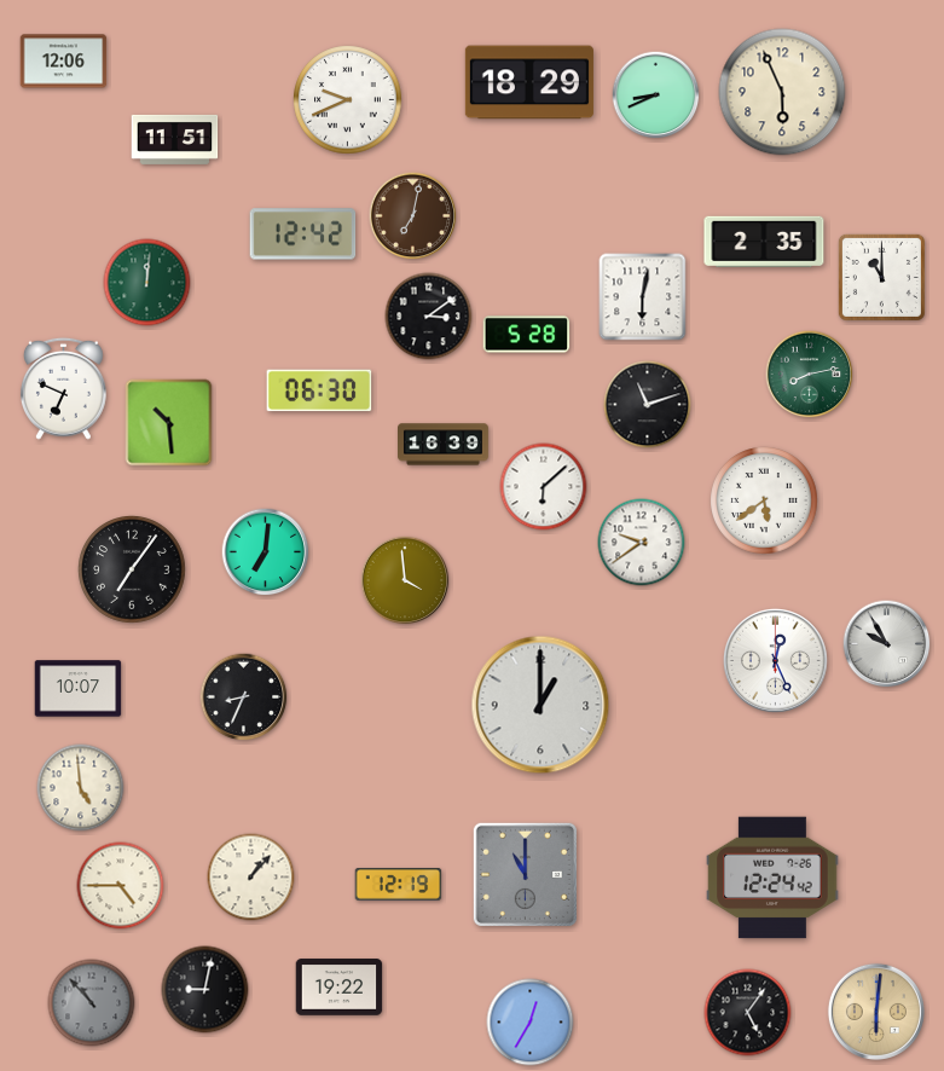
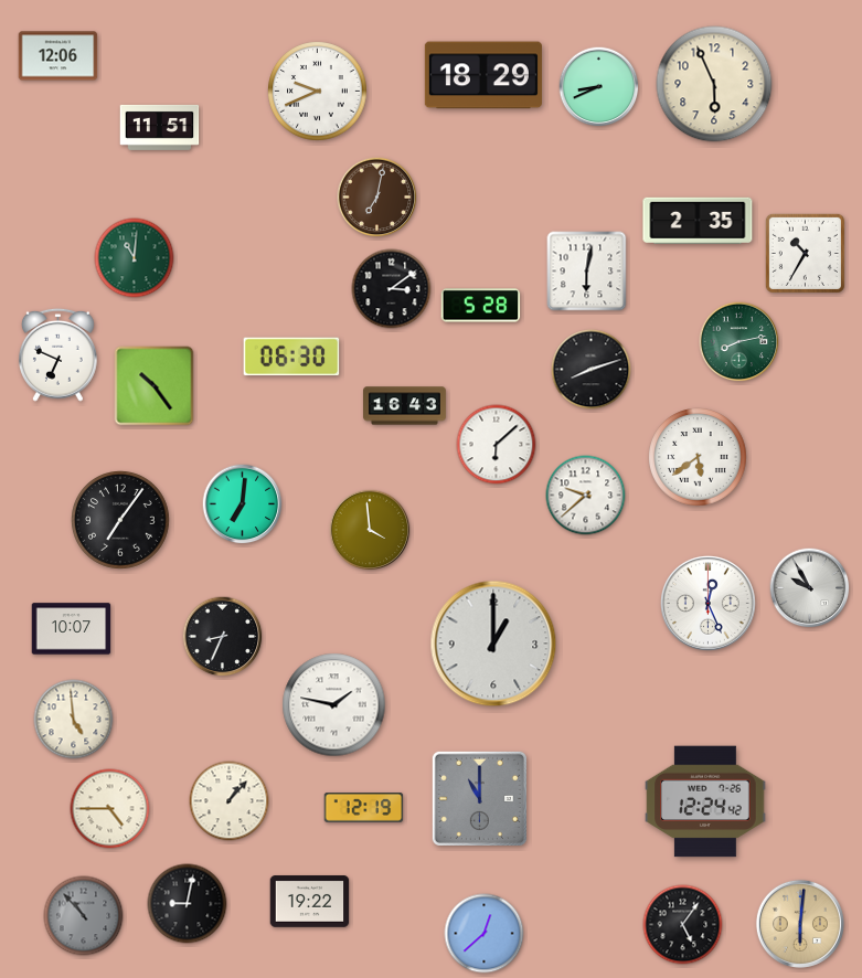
clock at (303, 235): 12:42 -> none
clock at (881, 277): 11:00 -> 10:35
clock at (147, 283): 12:01 -> 11:01
clock at (648, 405): 11:12 -> 8:12
clock at (169, 423): 10:29 -> 10:24
clock at (444, 445): 16:39 -> 16:43
clock at (642, 543): 9:39 -> 9:38
clock at (334, 705): none -> 1:47
clock at (531, 1023): 12:35 -> 12:38
